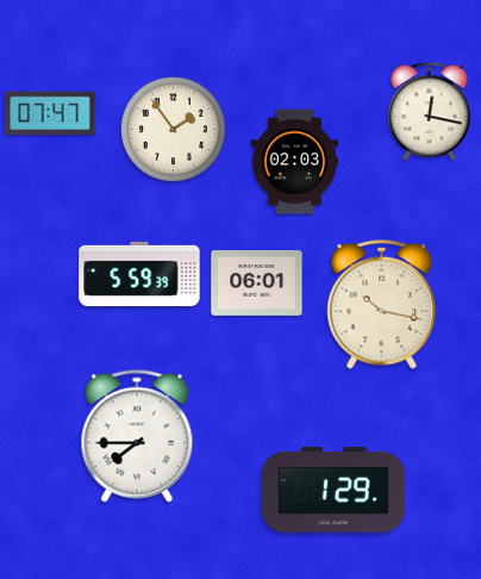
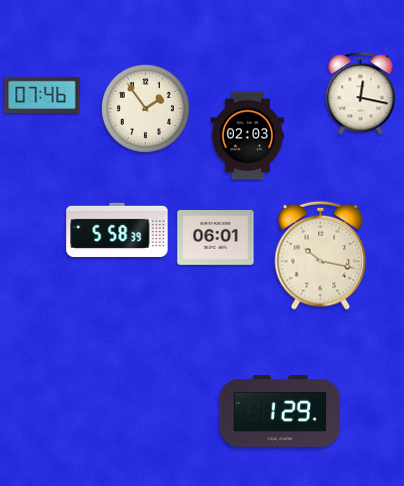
clock at (50, 112): 07:47 -> 07:46
clock at (139, 274): 5:59 -> 5:58
clock at (137, 436): 7:45 -> none
